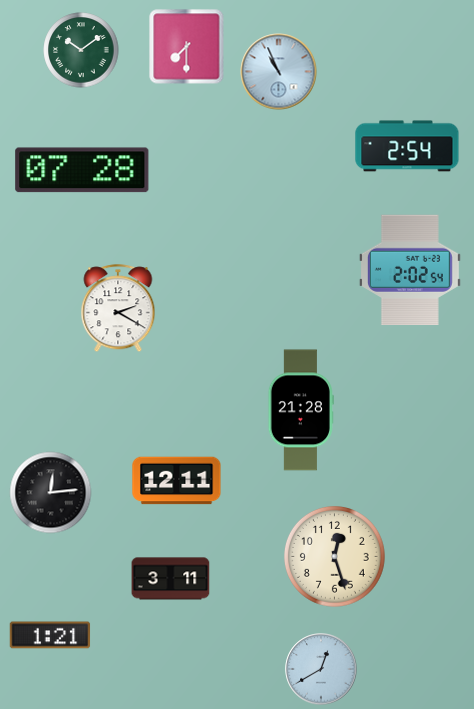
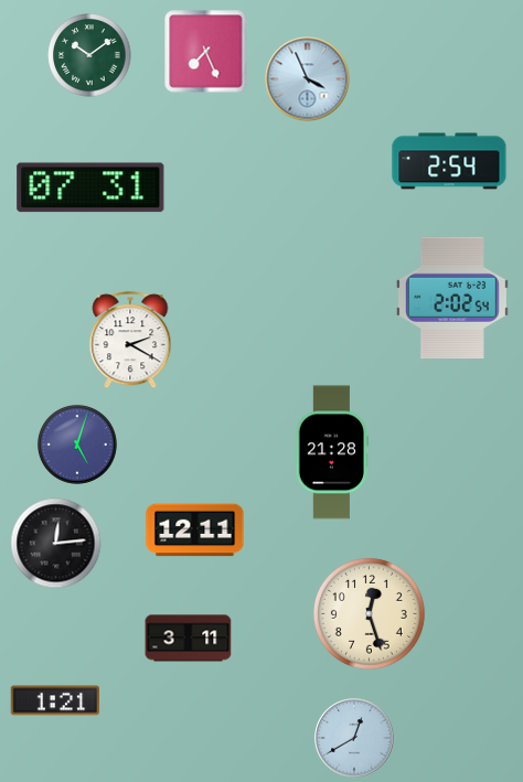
clock at (187, 47): 7:30 -> 7:26
clock at (279, 72): 10:56 -> 3:56
clock at (82, 170): 07:28 -> 07:31
clock at (77, 444): none -> 5:03
